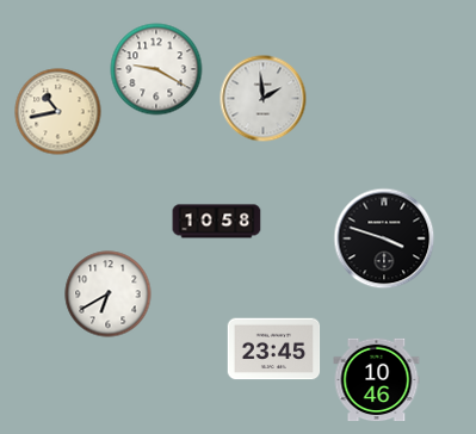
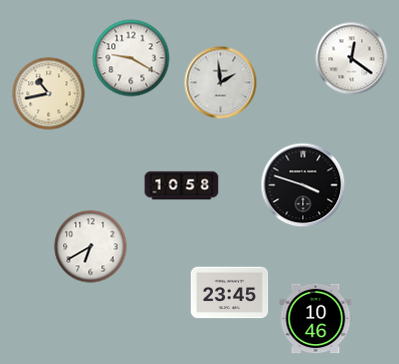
clock at (352, 59): none -> 12:21
clock at (384, 238) position: (384, 238) -> (303, 185)
